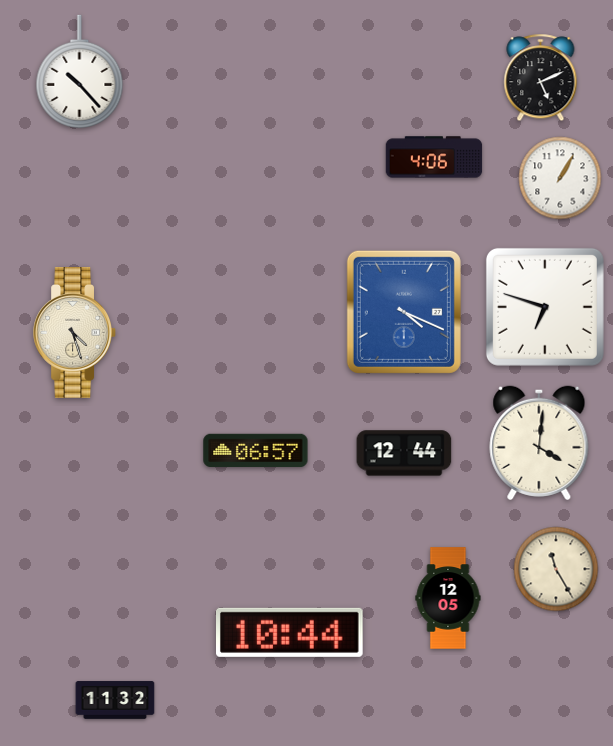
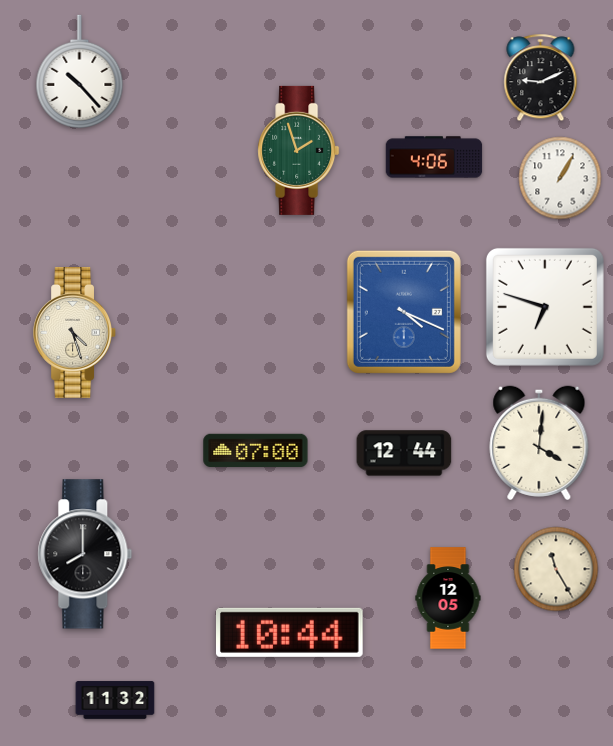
clock at (541, 78): 5:11 -> 9:11
clock at (299, 150): none -> 1:57
clock at (256, 451): 06:57 -> 07:00
clock at (85, 554): none -> 8:00
